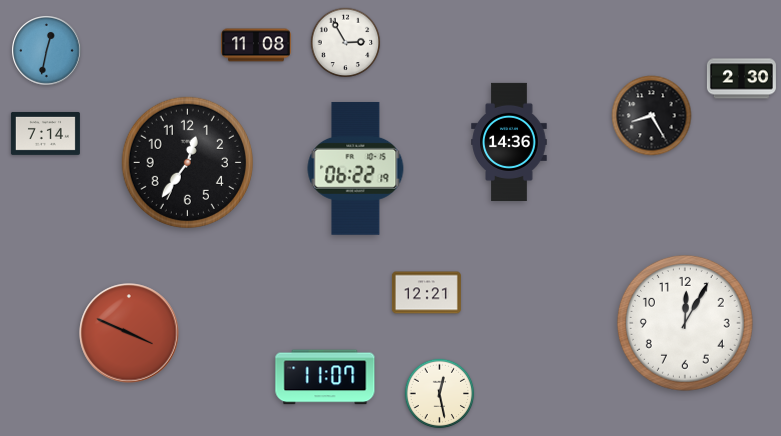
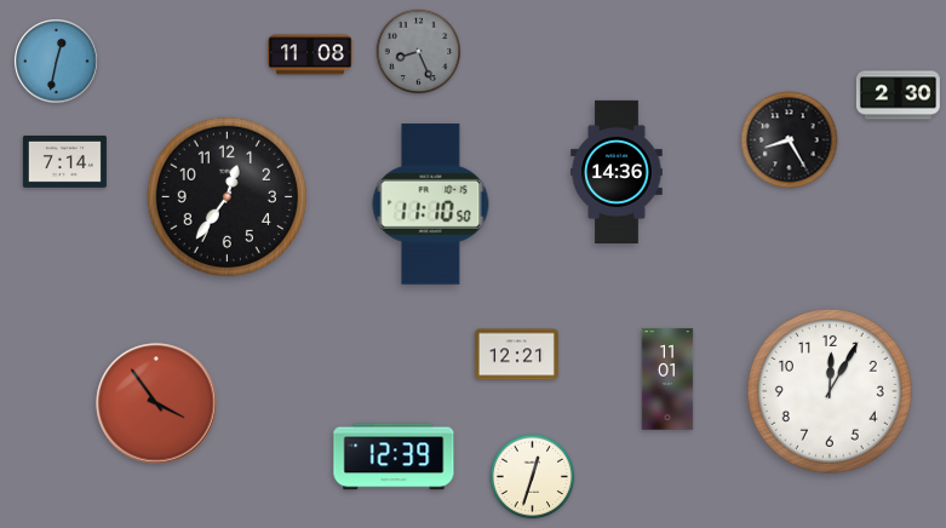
clock at (346, 43): 2:55 -> 8:26
clock at (346, 43) dial: white -> grey
clock at (45, 133) position: (45, 133) -> (64, 161)
clock at (356, 168): 06:22 -> 11:10
clock at (667, 379): none -> 11:01
clock at (129, 333): 3:49 -> 3:54
clock at (325, 377): 11:07 -> 12:39
clock at (440, 394): 12:28 -> 12:33
